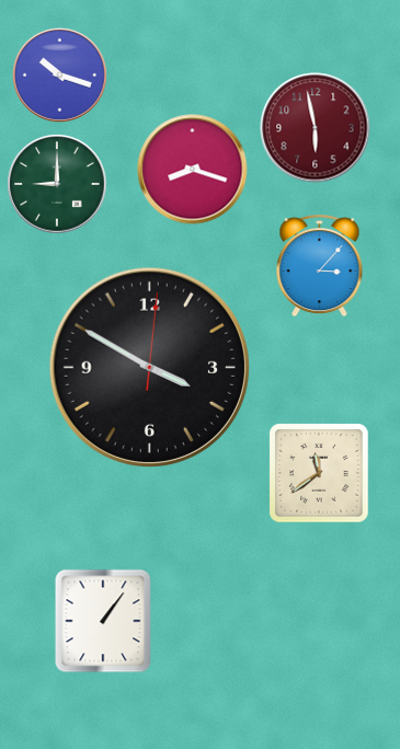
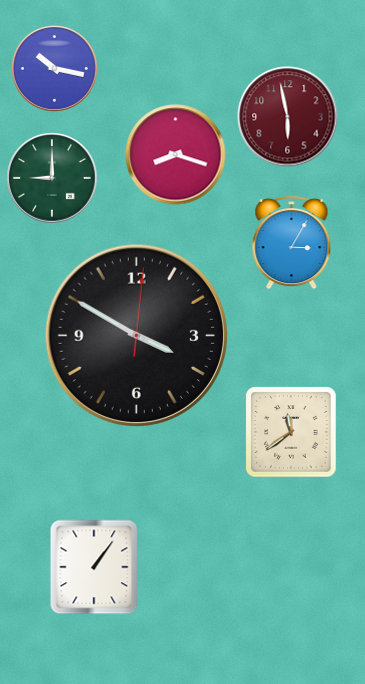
clock at (59, 74): 10:18 -> 10:17
clock at (57, 184) position: (57, 184) -> (52, 178)
clock at (320, 266): 3:07 -> 3:05
